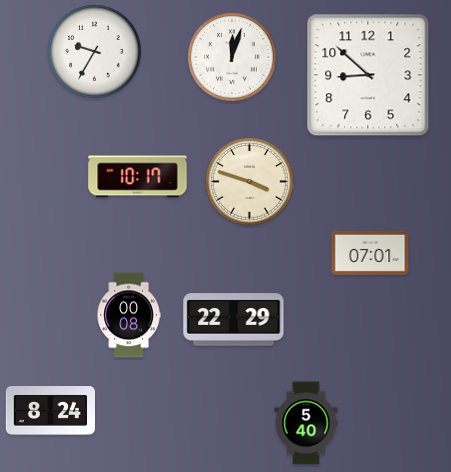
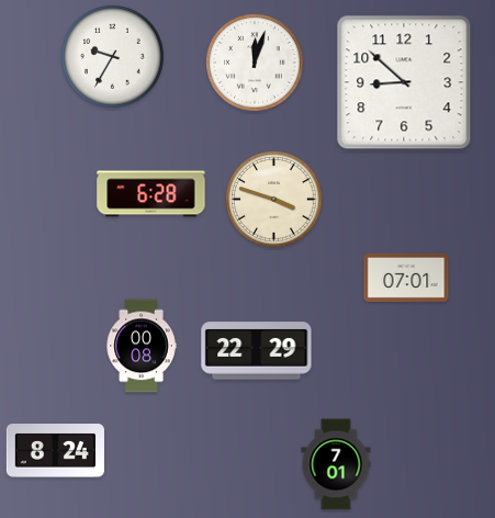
clock at (95, 52) position: (95, 52) -> (113, 57)
clock at (138, 177): 10:17 -> 6:28
clock at (306, 423): 5:40 -> 7:01
